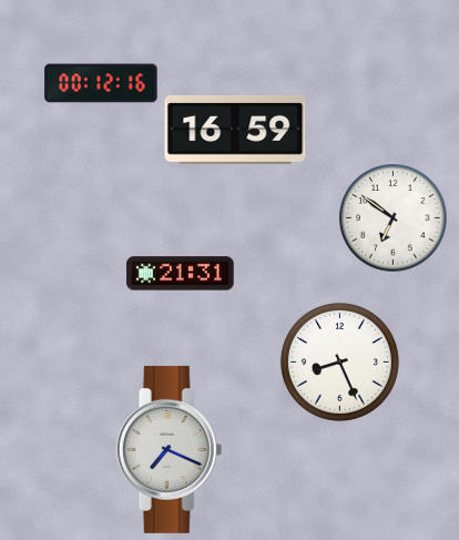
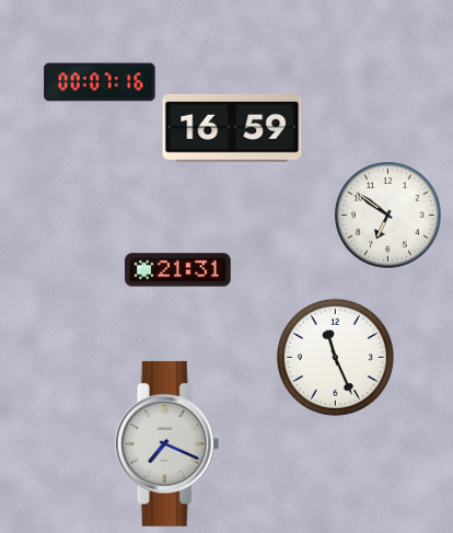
clock at (101, 83): 00:12 -> 00:07
clock at (339, 361): 8:26 -> 11:26
